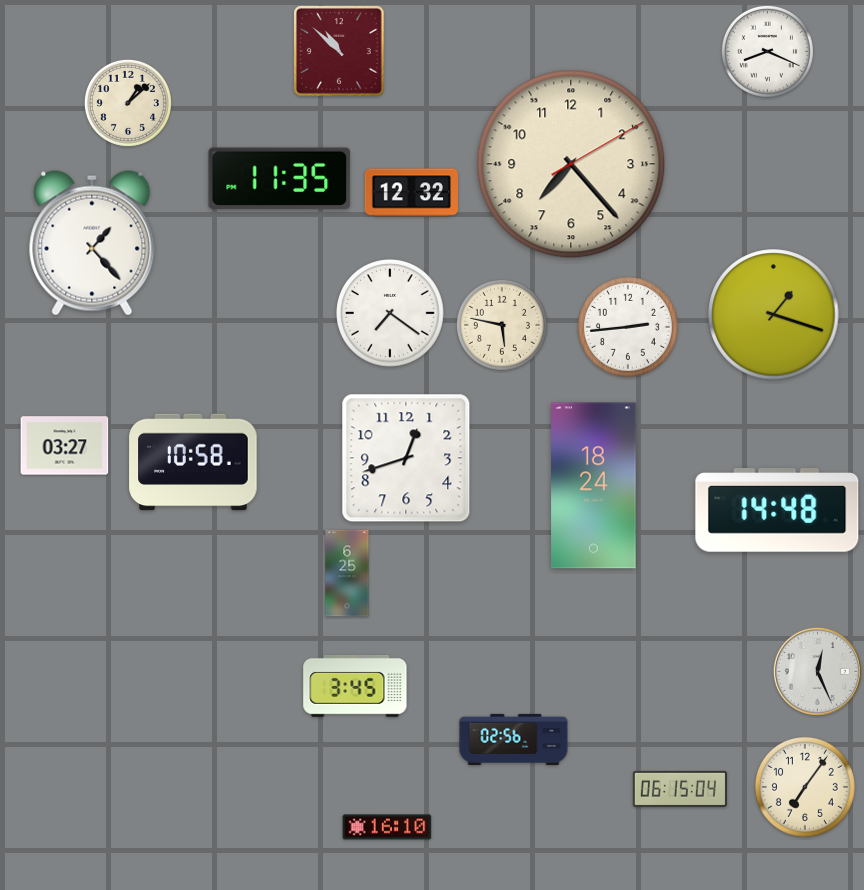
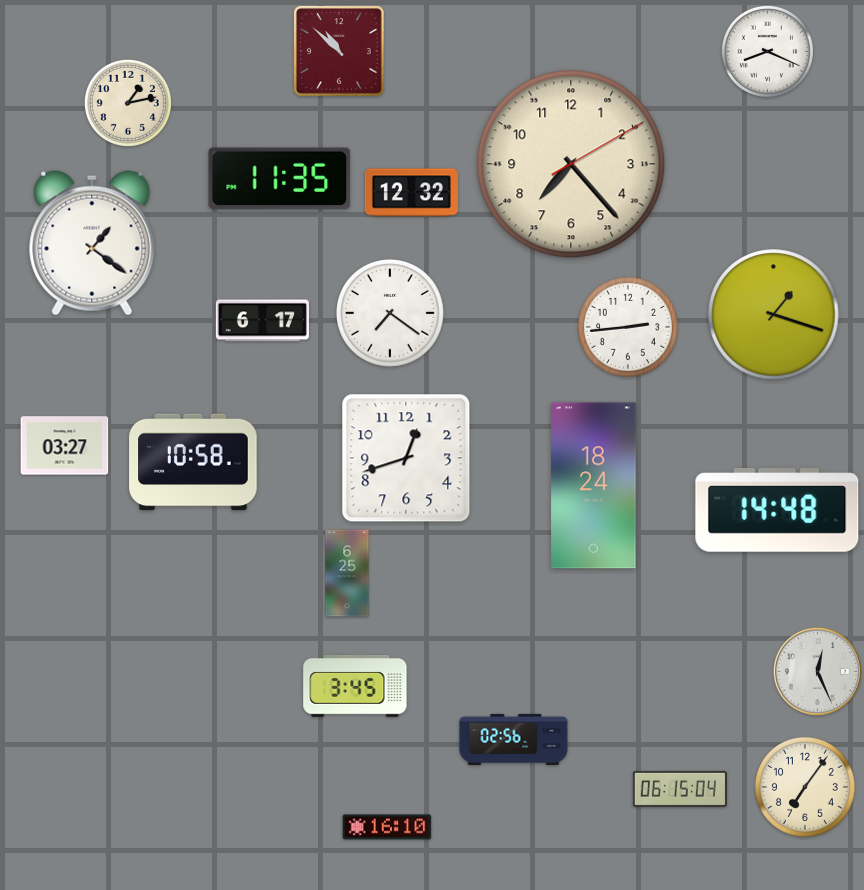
clock at (128, 103): 1:08 -> 1:13
clock at (92, 243): 1:23 -> 1:21
clock at (262, 321): none -> 6:17
clock at (502, 325): 5:47 -> none
